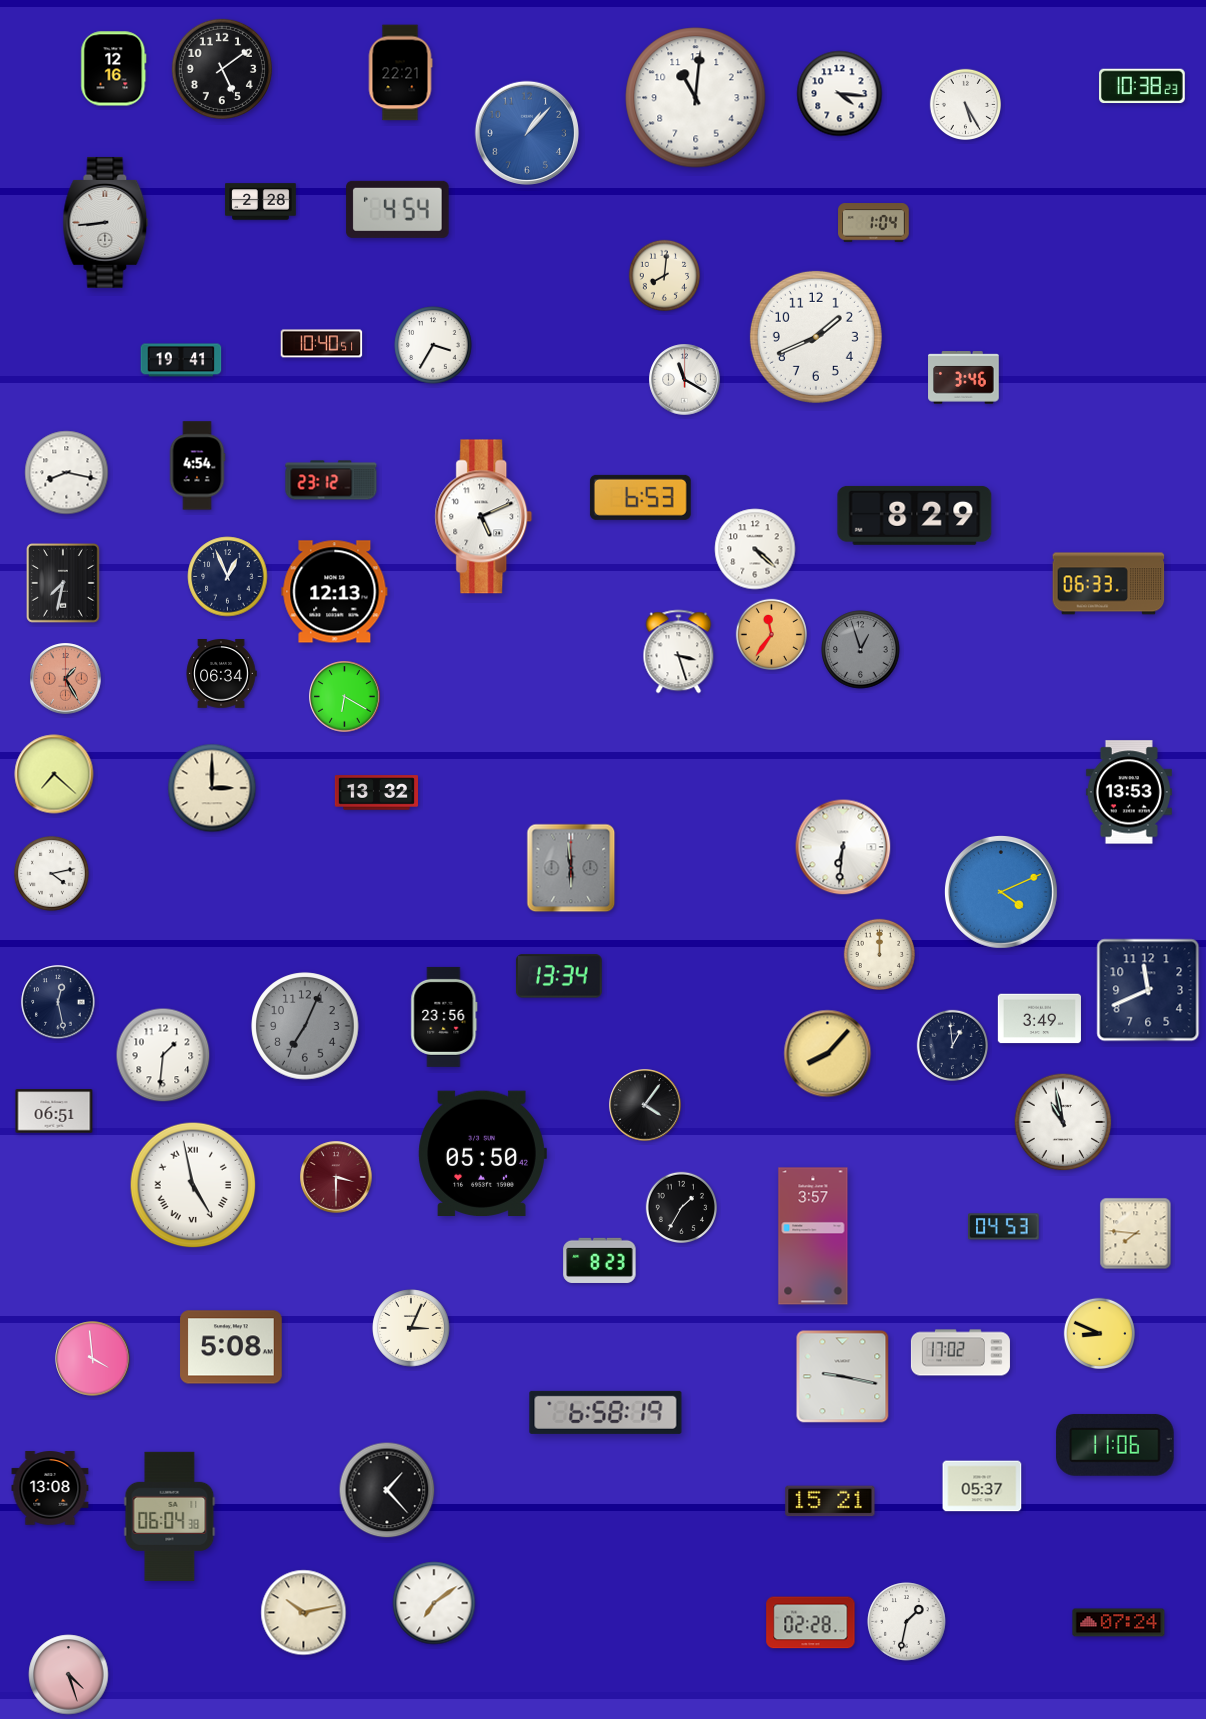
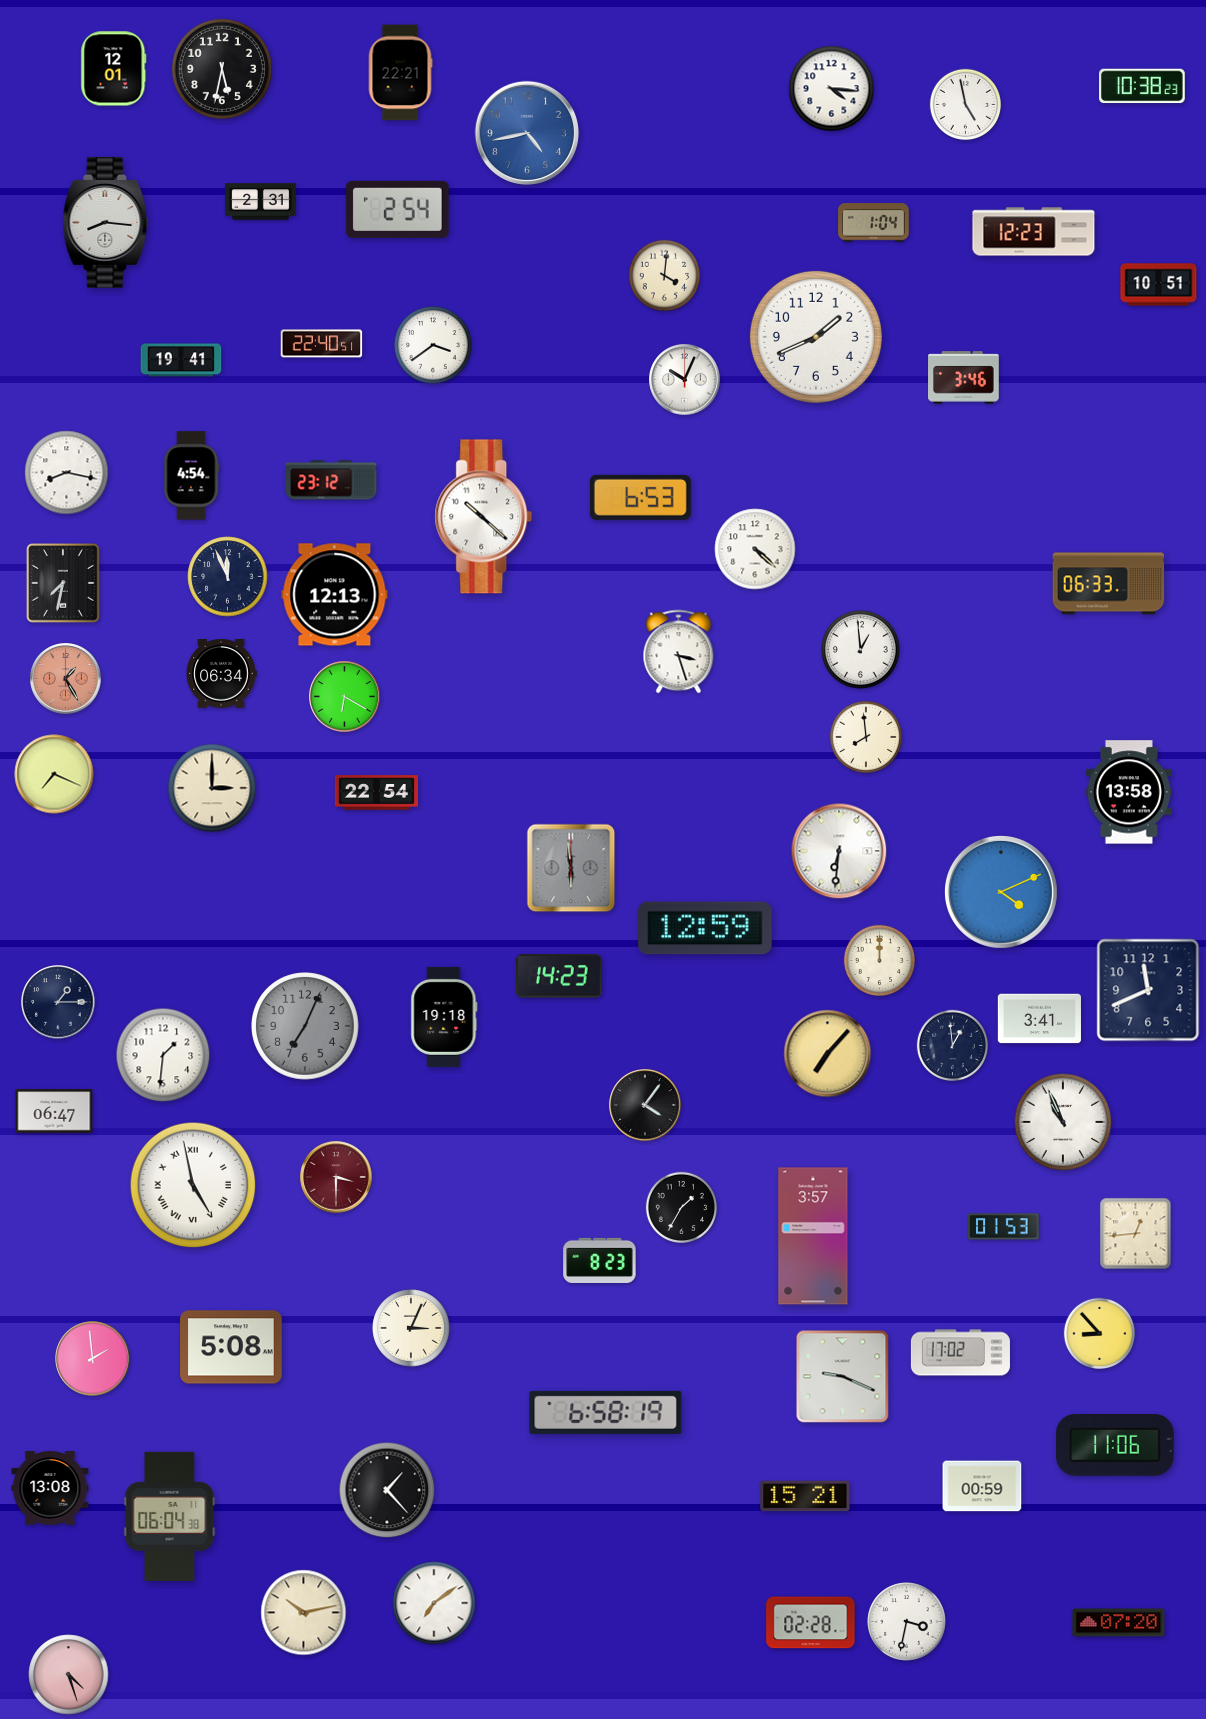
clock at (114, 69): 12:16 -> 12:01
clock at (222, 69): 5:09 -> 5:32
clock at (840, 94) position: (840, 94) -> (832, 89)
clock at (696, 98): 11:01 -> none
clock at (965, 104): 5:25 -> 4:58
clock at (526, 132): 1:07 -> 4:43
clock at (261, 202): 2:28 -> 2:31
clock at (398, 209): 4:54 -> 2:54
clock at (106, 222): 8:44 -> 8:16
clock at (1034, 232): none -> 12:23
clock at (664, 275): 8:01 -> 4:01
clock at (1159, 285): none -> 10:51
clock at (322, 344): 10:40 -> 22:40
clock at (433, 345): 3:35 -> 3:39
clock at (685, 380): 11:20 -> 10:04
clock at (197, 466) position: (197, 466) -> (191, 476)
clock at (915, 515): 8:29 -> none
clock at (484, 517): 5:11 -> 10:22
clock at (228, 577): 12:56 -> 11:56
clock at (335, 592) position: (335, 592) -> (335, 595)
clock at (771, 634): 11:36 -> none
clock at (861, 650): 12:57 -> 12:59
clock at (861, 650) dial: grey -> white
clock at (866, 737): none -> 7:59
clock at (54, 774): 7:22 -> 7:19
clock at (1129, 792): 13:53 -> 13:58
clock at (376, 793): 13:32 -> 22:54
clock at (843, 847) position: (843, 847) -> (839, 851)
clock at (51, 873): 4:13 -> none
clock at (705, 928): none -> 12:59
clock at (879, 954) position: (879, 954) -> (879, 960)
clock at (559, 976): 13:34 -> 14:23
clock at (58, 1002): 12:28 -> 1:15
clock at (444, 1017): 23:56 -> 19:18
clock at (1039, 1019): 3:49 -> 3:41
clock at (828, 1054): 8:07 -> 7:07
clock at (54, 1111): 06:51 -> 06:47
clock at (1063, 1122): 10:58 -> 10:56
clock at (482, 1154): 05:50 -> none
clock at (1004, 1227): 04:53 -> 01:53
clock at (1136, 1234): 7:46 -> 12:44
clock at (1099, 1333): 8:49 -> 8:53
clock at (93, 1359): 3:59 -> 1:59
clock at (843, 1377): 9:17 -> 9:19
clock at (982, 1486): 05:37 -> 00:59
clock at (830, 1501) position: (830, 1501) -> (805, 1496)
clock at (907, 1622): 1:32 -> 3:32
clock at (1119, 1623): 07:24 -> 07:20
